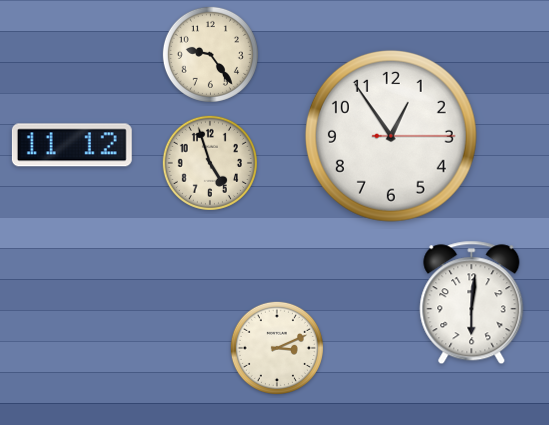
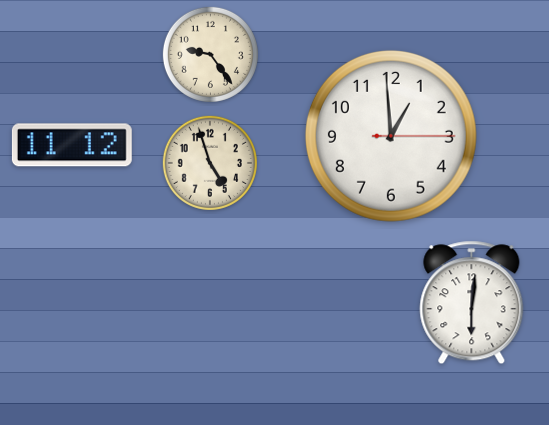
clock at (391, 136): 12:54 -> 12:59
clock at (277, 348): 3:11 -> none
